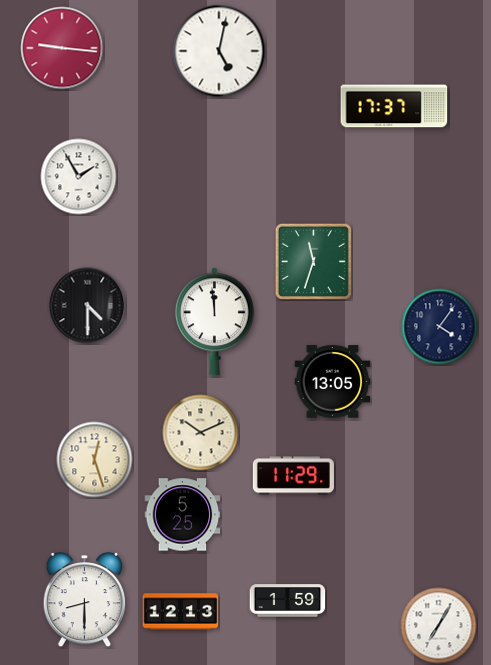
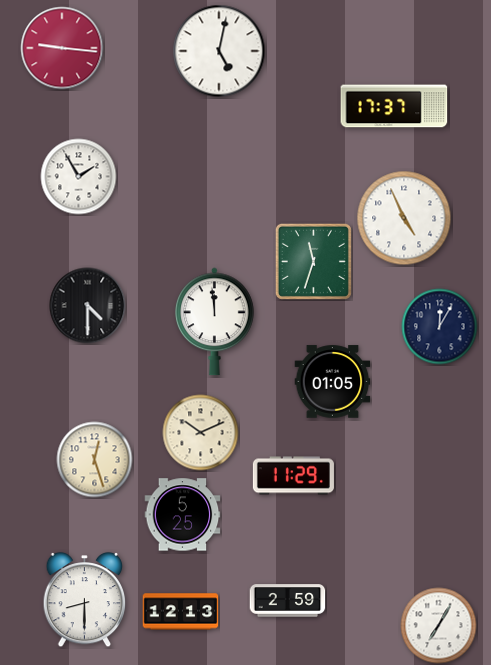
clock at (404, 218): none -> 4:56
clock at (440, 327): 4:06 -> 12:05
clock at (333, 382): 13:05 -> 01:05
clock at (288, 601): 1:59 -> 2:59
